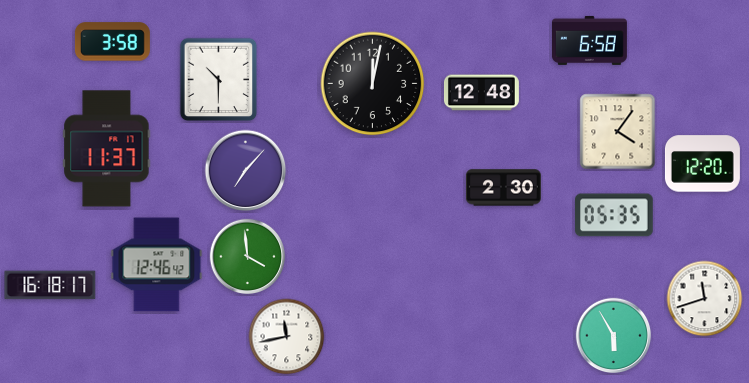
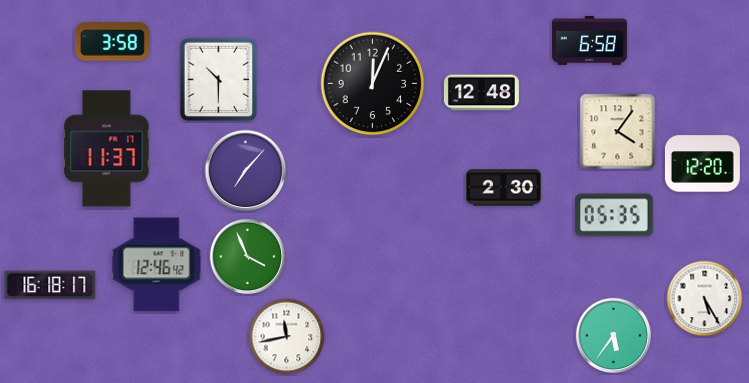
clock at (373, 84): 12:02 -> 12:04
clock at (248, 257): 3:59 -> 3:56
clock at (705, 299): 11:42 -> 5:25
clock at (614, 336): 5:55 -> 5:36
